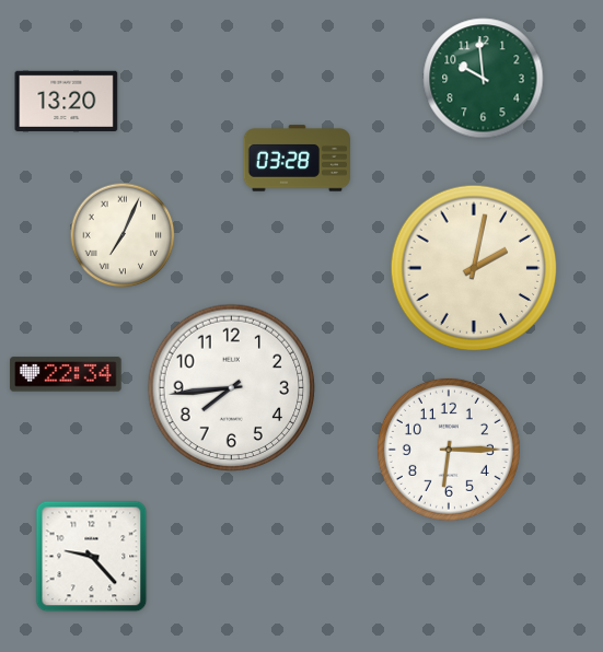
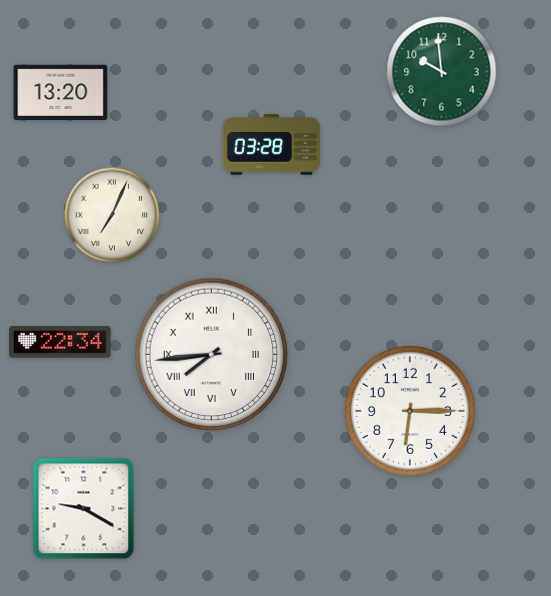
clock at (474, 268): 2:02 -> none
clock at (232, 388) numerals: Arabic -> Roman
clock at (92, 557): 9:23 -> 9:20
